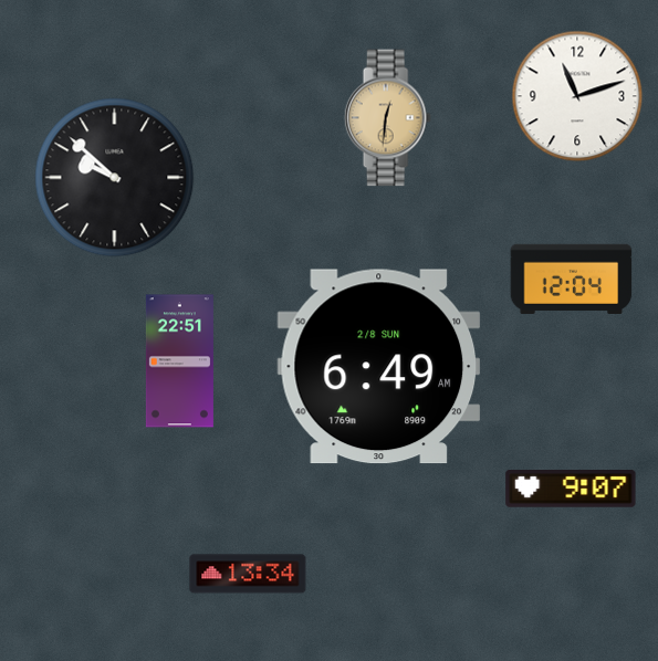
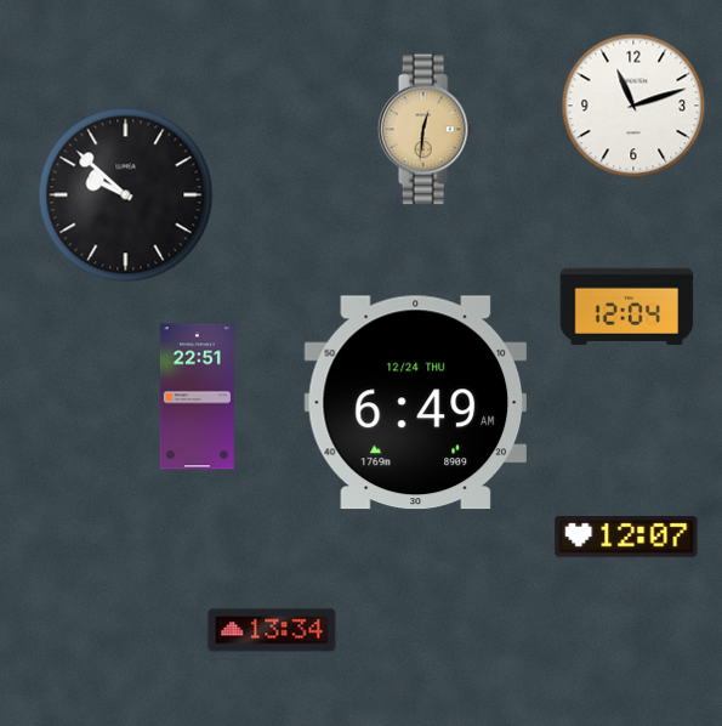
clock at (379, 367) date: 2/8 SUN -> 12/24 THU
clock at (571, 490): 9:07 -> 12:07
